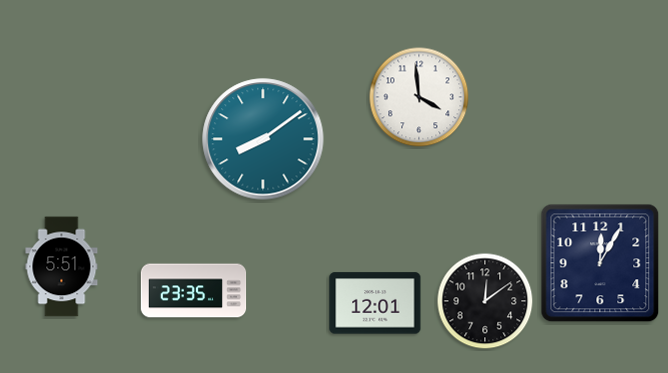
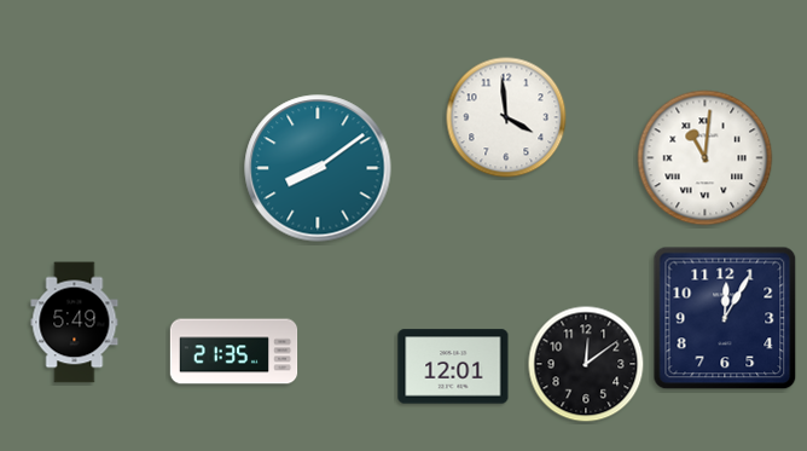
clock at (706, 158): none -> 11:01
clock at (62, 267): 5:51 -> 5:49
clock at (194, 291): 23:35 -> 21:35
